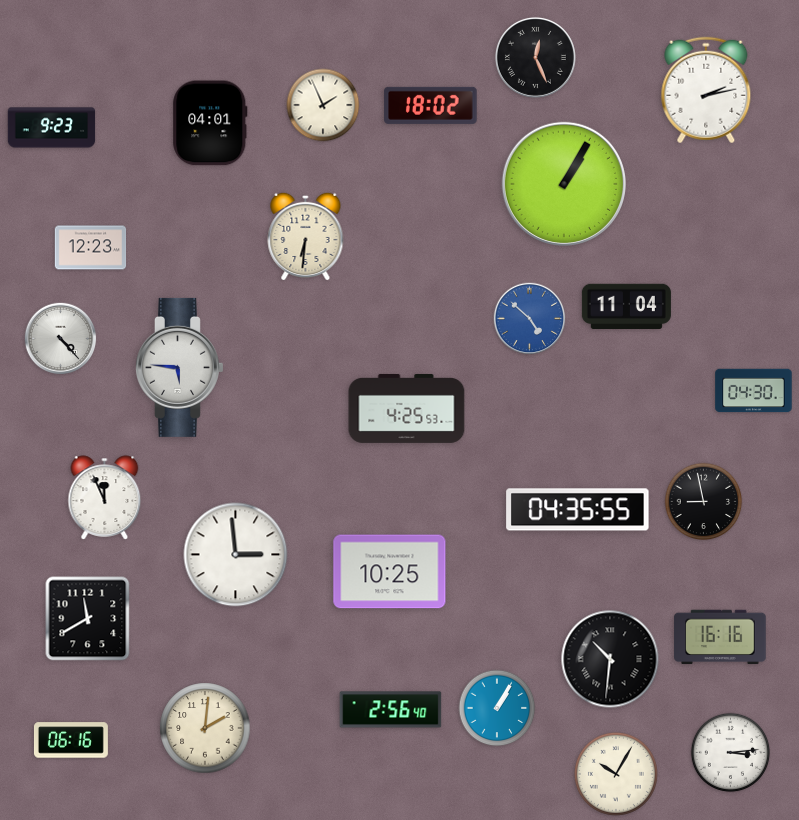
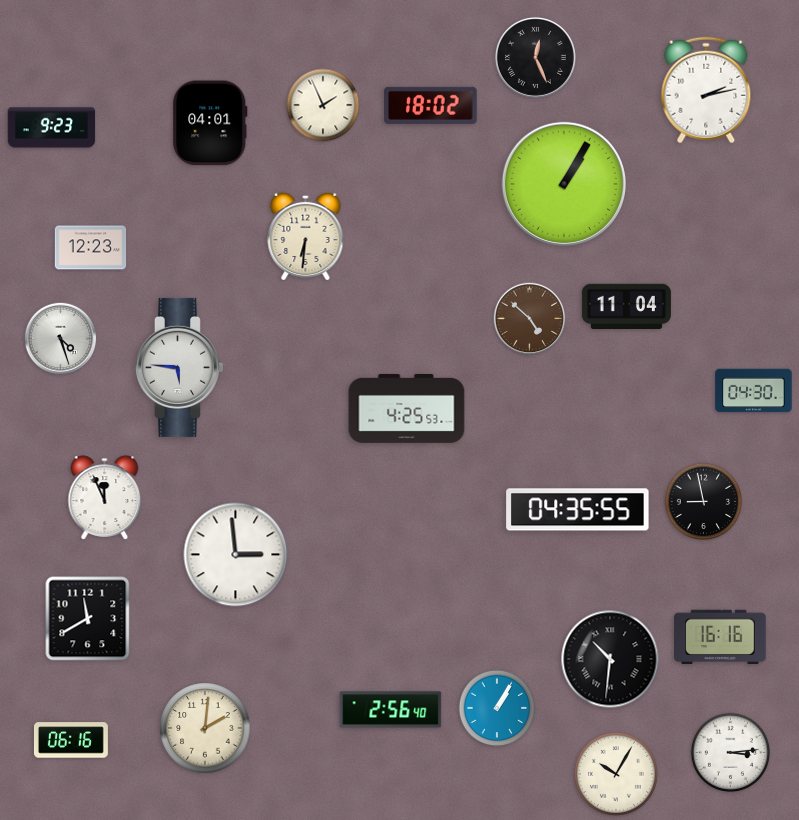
clock at (530, 319) dial: blue -> brown
clock at (61, 339): 4:23 -> 4:27
clock at (390, 572): 10:25 -> none
